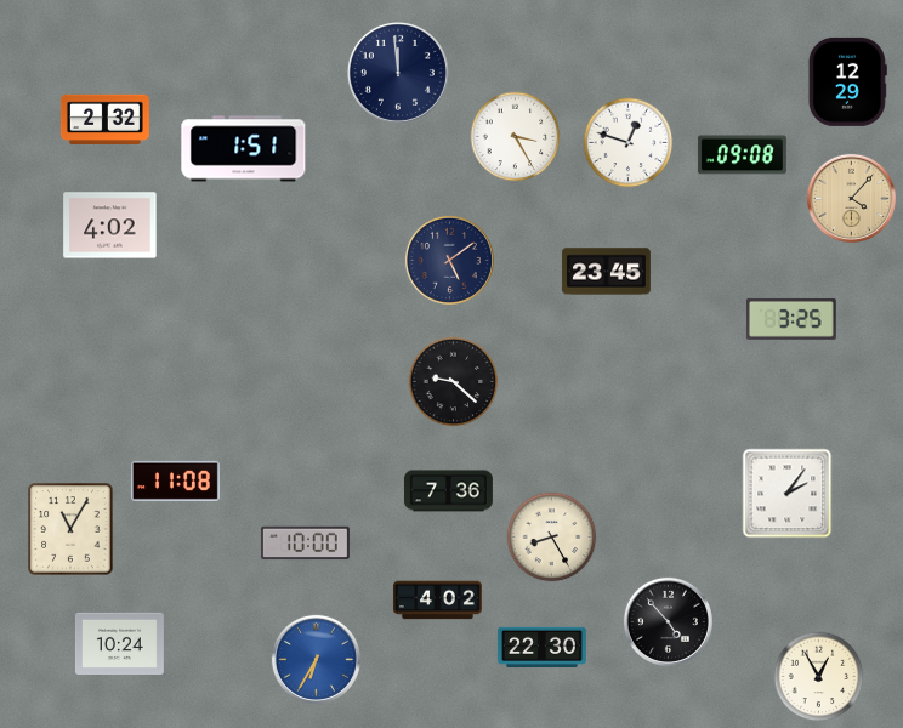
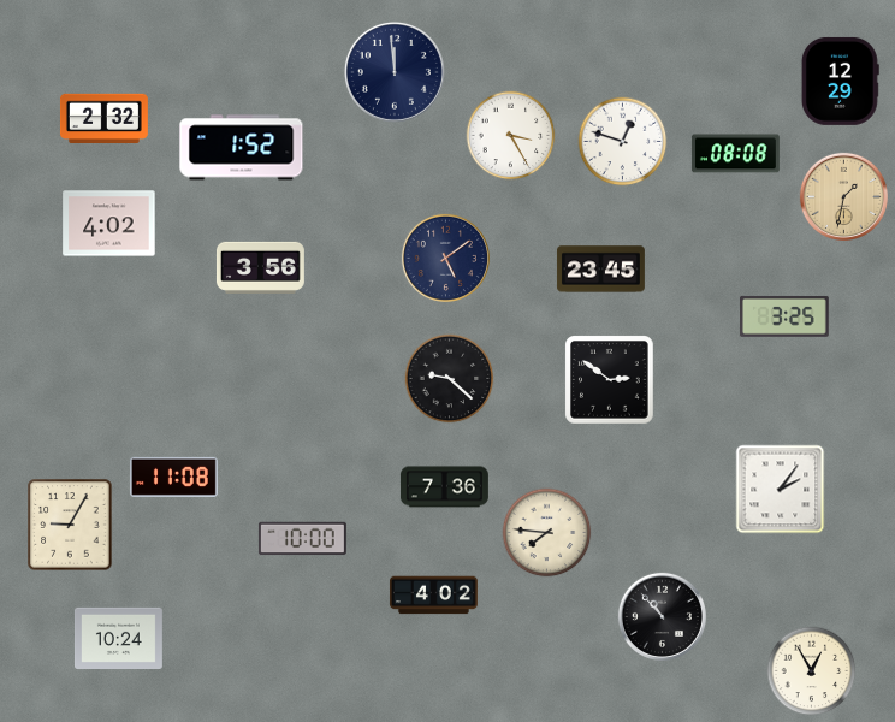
clock at (244, 149): 1:51 -> 1:52
clock at (742, 155): 09:08 -> 08:08
clock at (851, 198): 4:07 -> 1:32
clock at (260, 267): none -> 3:56
clock at (610, 380): none -> 2:51
clock at (70, 529): 11:05 -> 9:05
clock at (552, 538): 8:25 -> 7:46
clock at (668, 621): 4:53 -> 10:53
clock at (541, 647): 22:30 -> none
clock at (316, 659): 6:35 -> none
